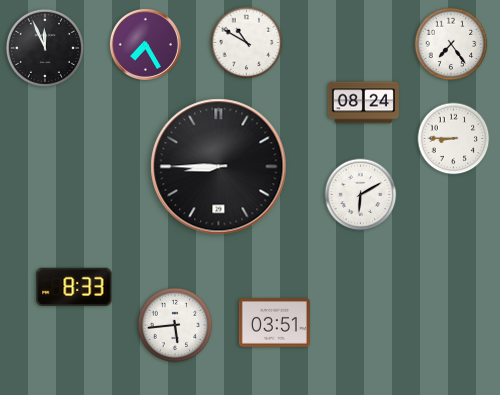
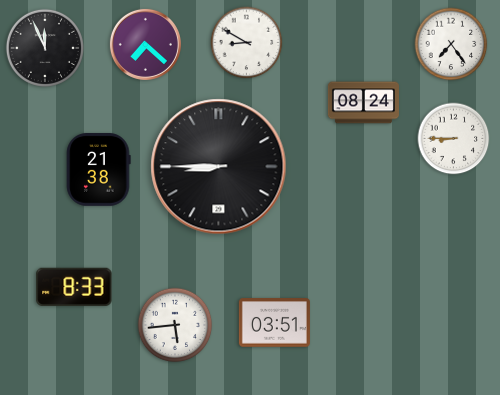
clock at (247, 43): 10:50 -> 8:50
clock at (145, 44): 7:25 -> 7:22
clock at (99, 170): none -> 21:38
clock at (361, 195): 6:10 -> none
